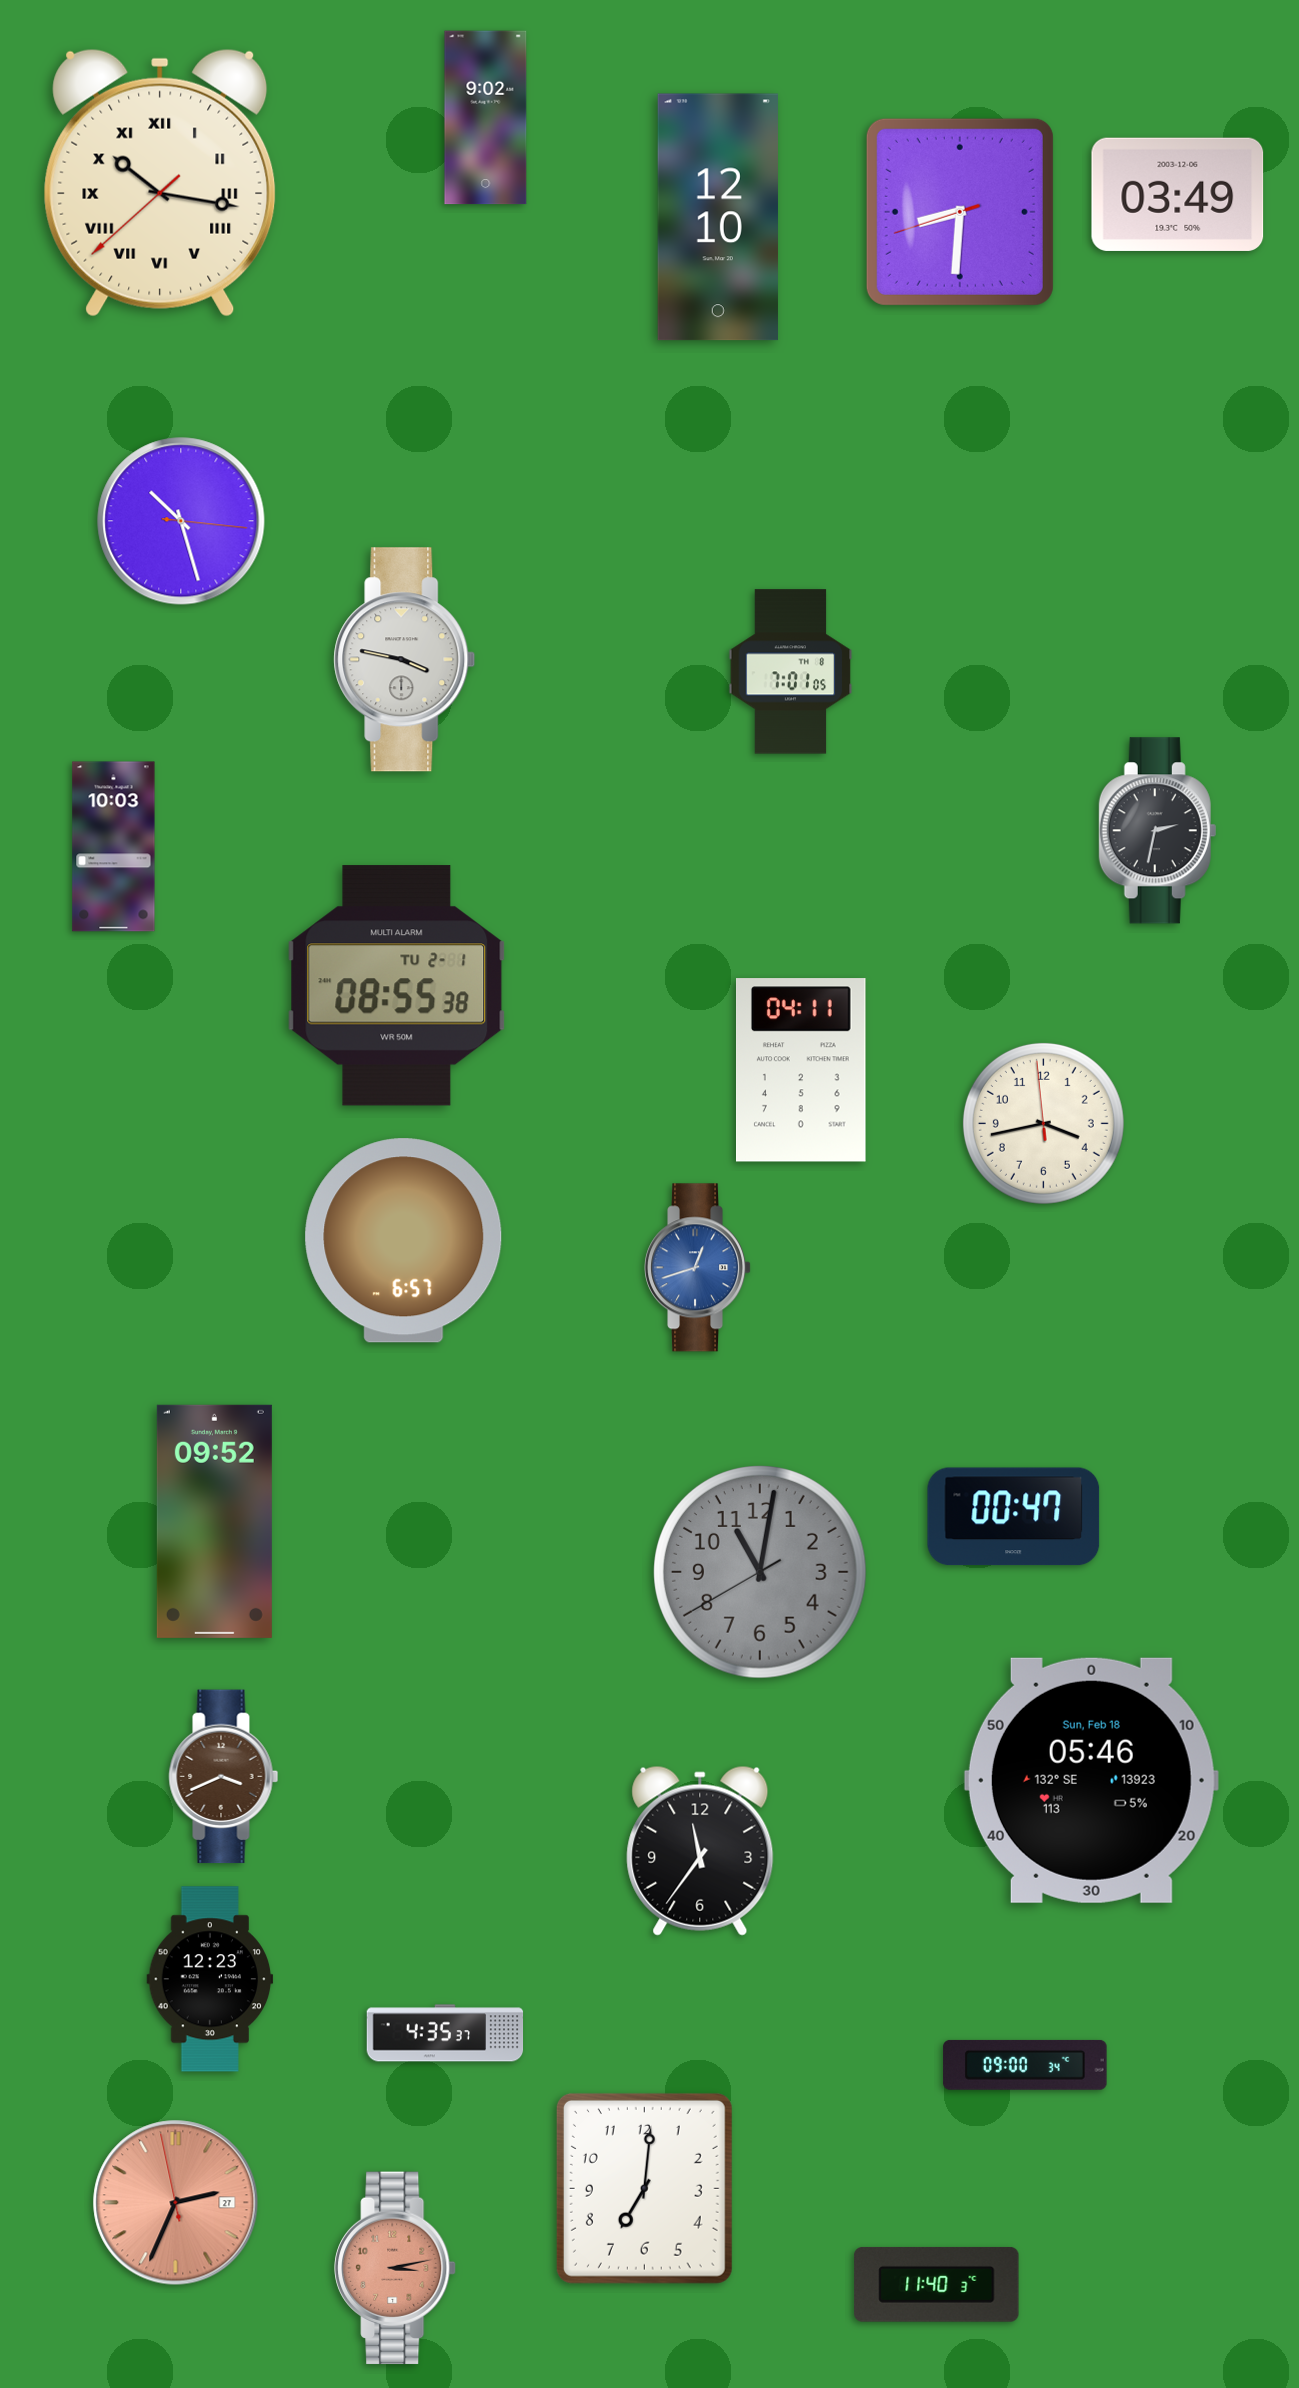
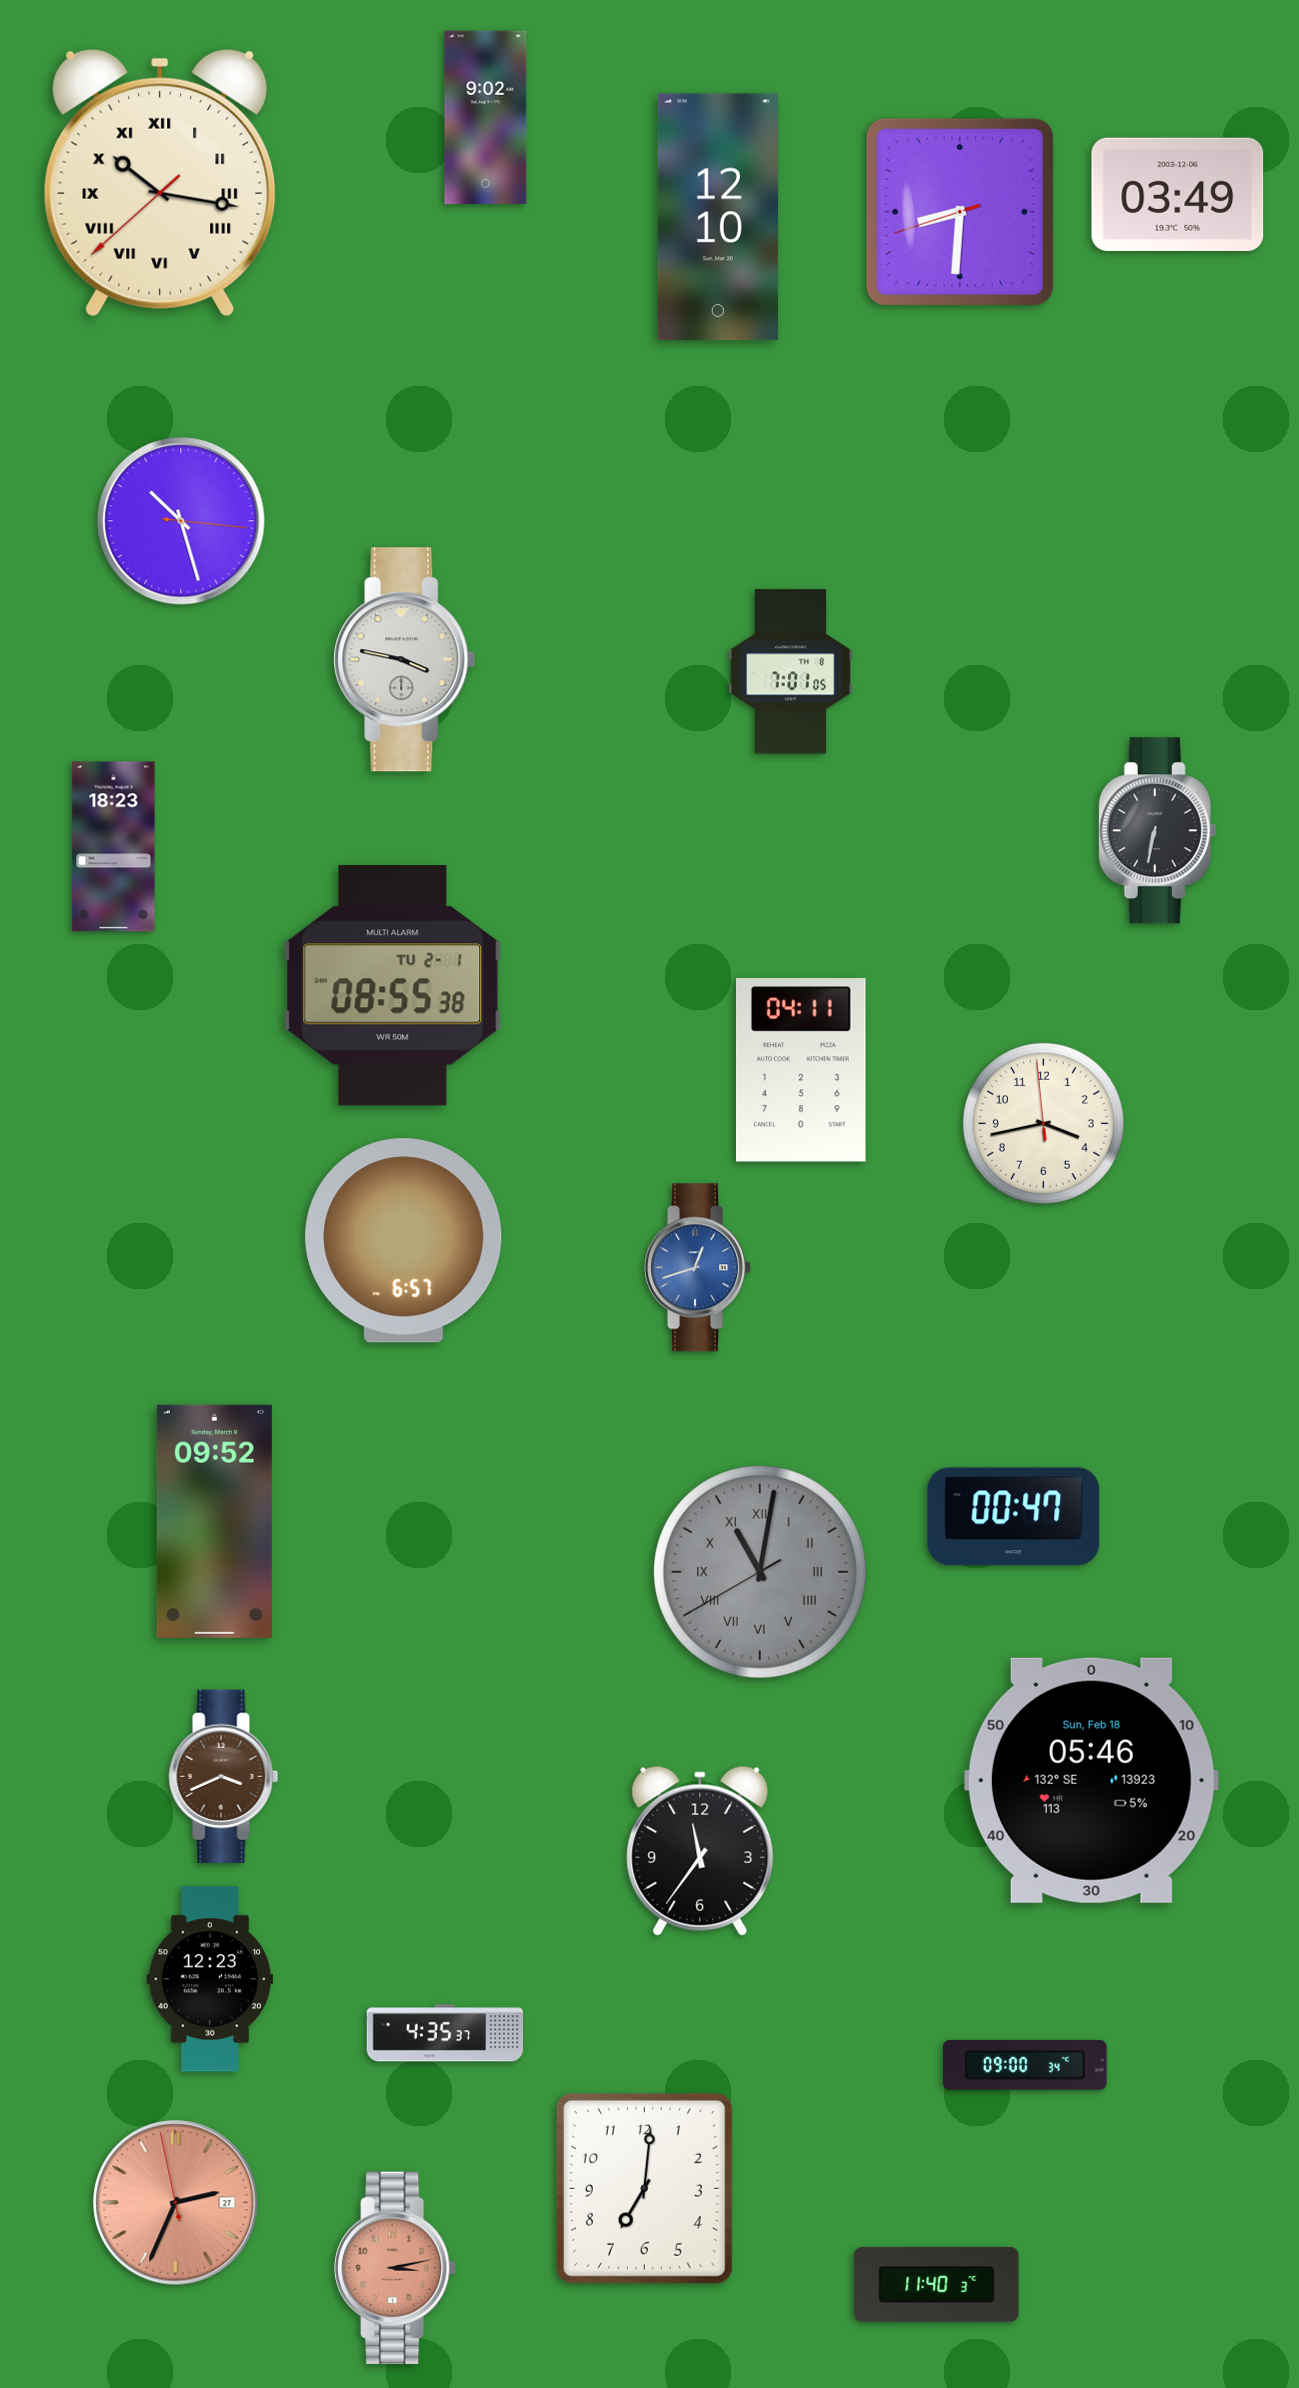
clock at (1158, 831): 2:32 -> 6:32
clock at (114, 847): 10:03 -> 18:23
clock at (397, 986) position: (397, 986) -> (393, 986)
clock at (761, 1573) numerals: Arabic -> Roman
